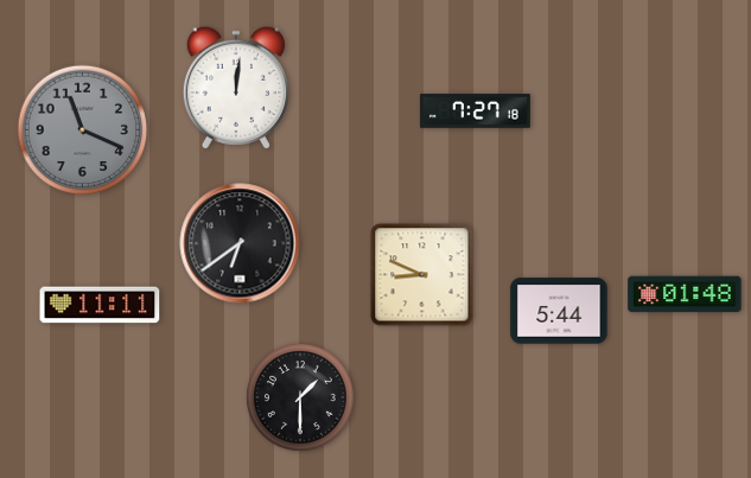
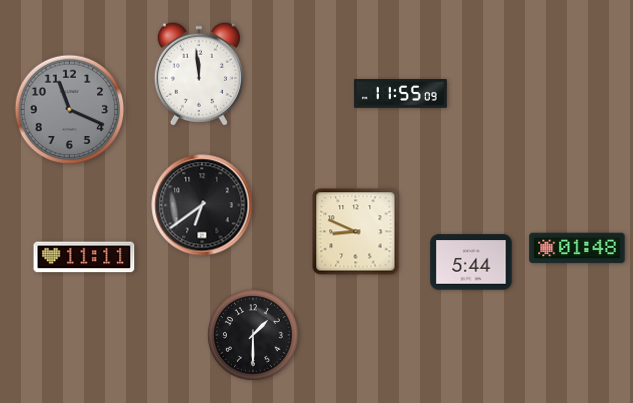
clock at (236, 88): 12:01 -> 11:59
clock at (476, 111): 7:27 -> 11:55
